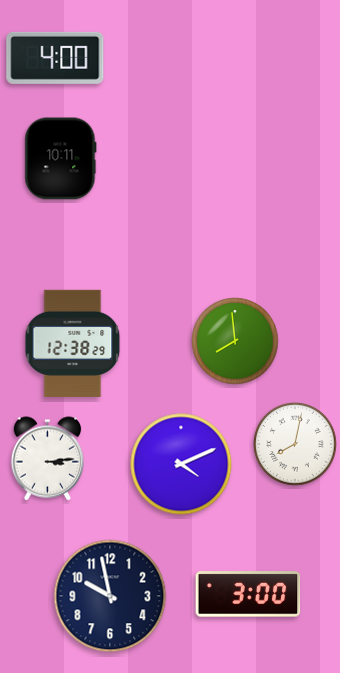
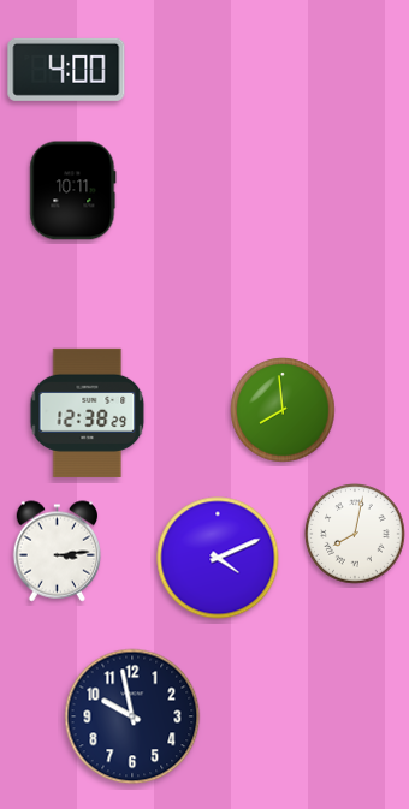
clock at (248, 594): 3:00 -> none
